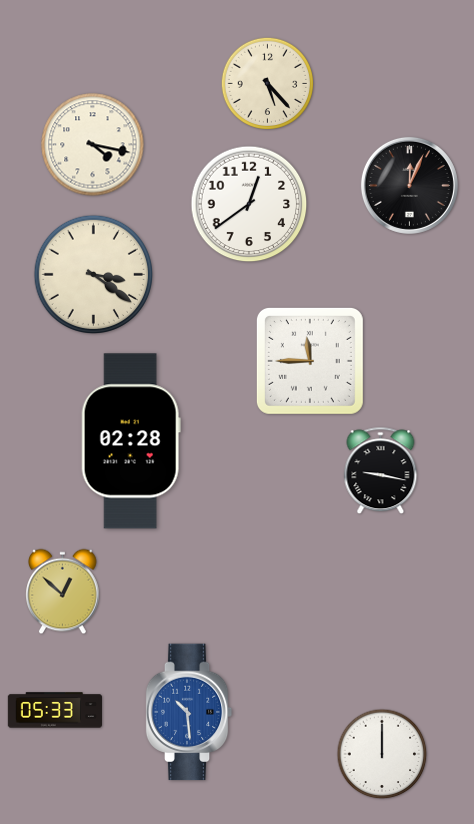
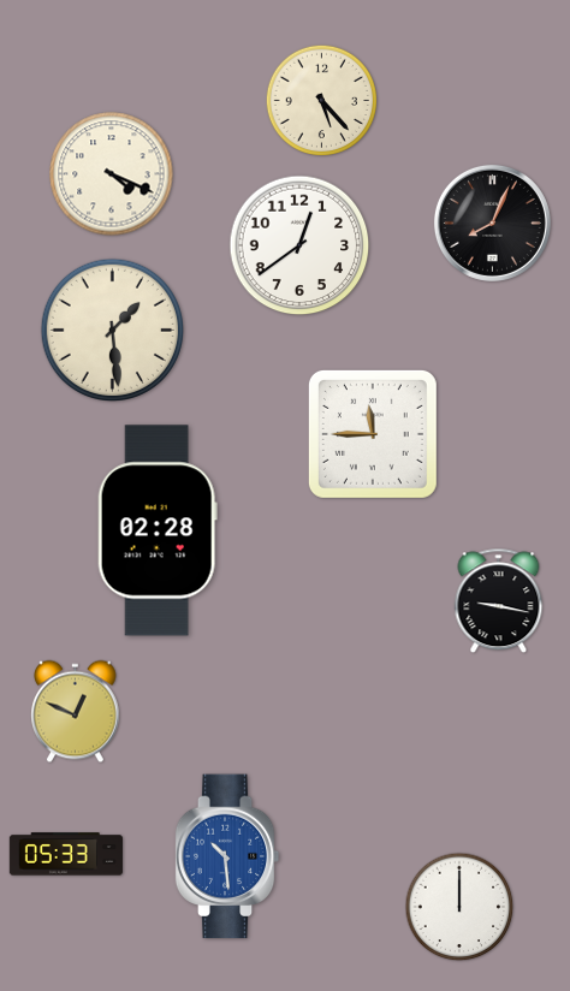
clock at (93, 145): 4:17 -> 4:19
clock at (409, 185): 12:04 -> 8:04
clock at (93, 274): 3:21 -> 1:29
clock at (381, 471) position: (381, 471) -> (499, 601)
clock at (63, 592): 12:52 -> 12:49
